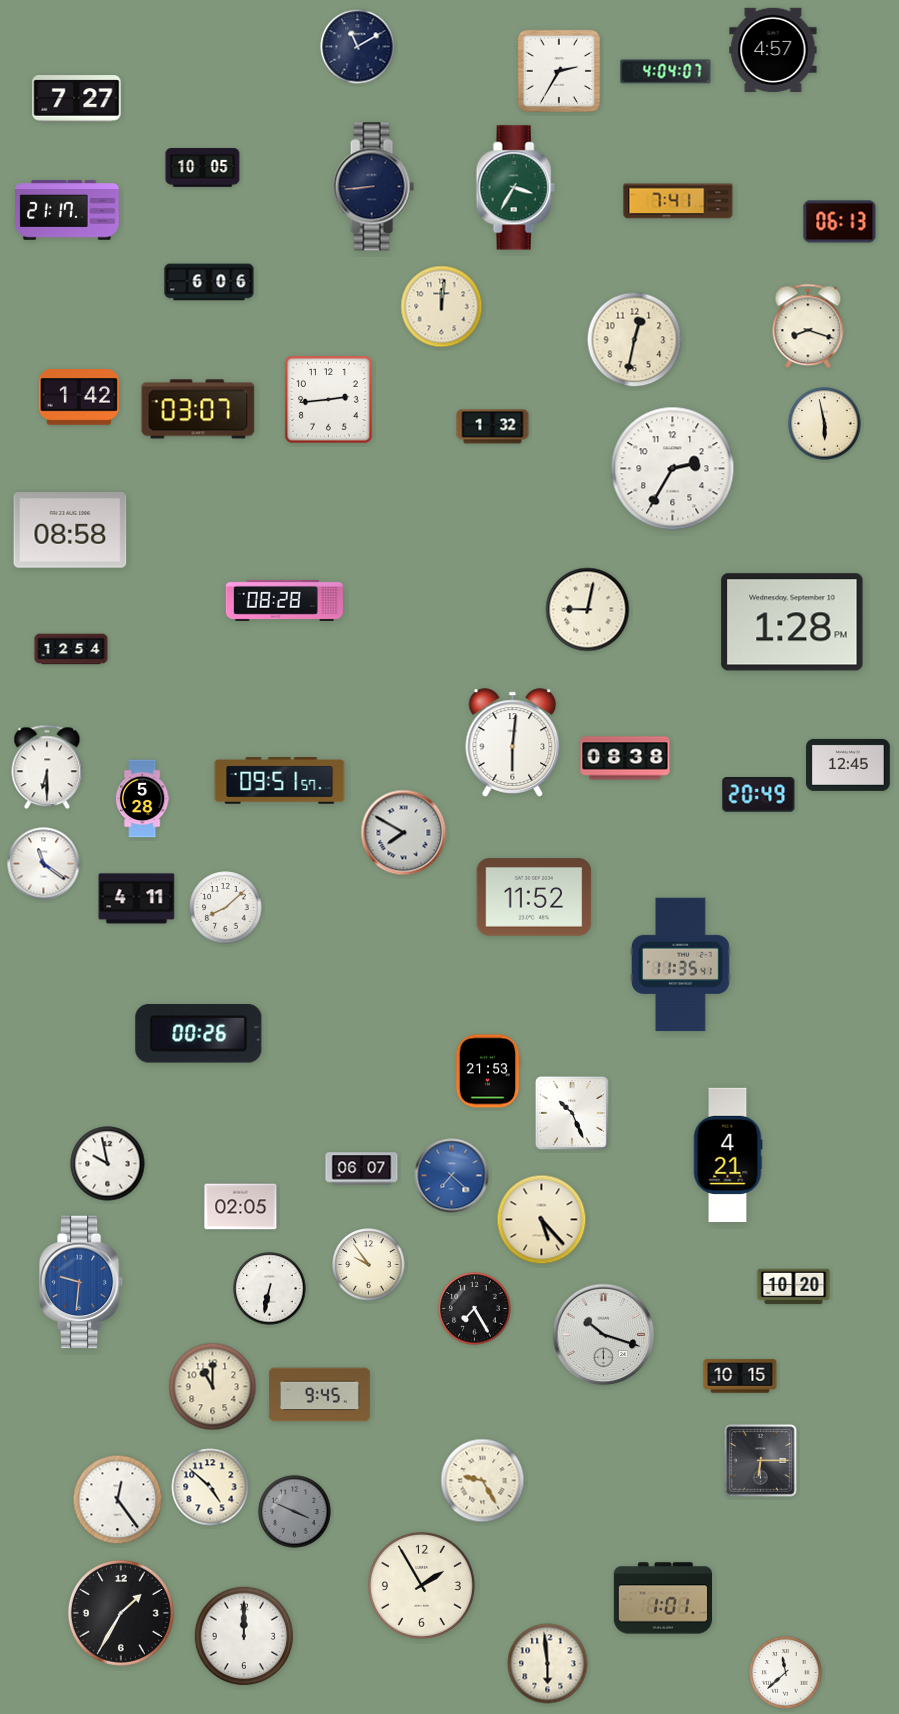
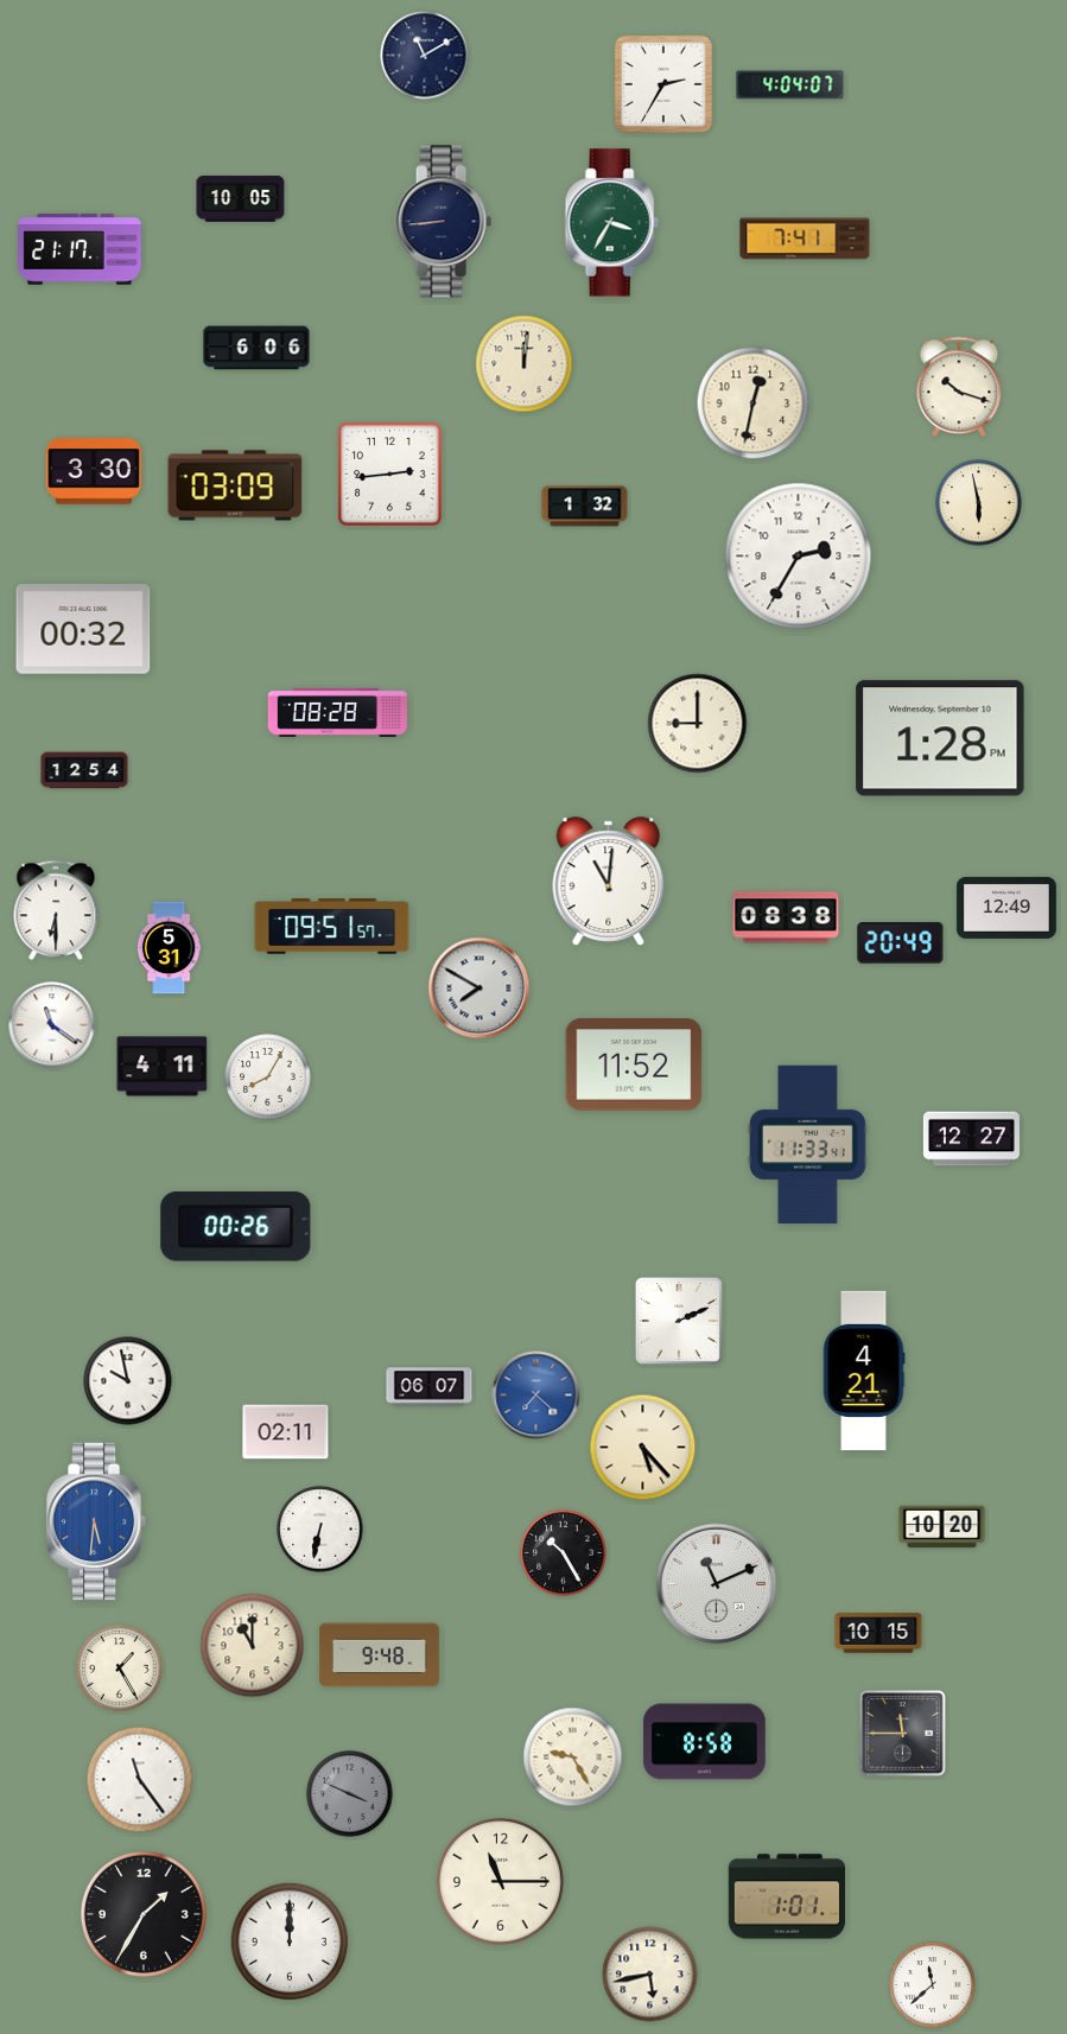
clock at (773, 49): 4:57 -> none
clock at (77, 99): 7:27 -> none
clock at (840, 222): 06:13 -> none
clock at (209, 282) position: (209, 282) -> (256, 348)
clock at (808, 326): 8:18 -> 10:18
clock at (79, 398): 1:42 -> 3:30
clock at (198, 409): 03:07 -> 03:09
clock at (70, 530): 08:58 -> 00:32
clock at (588, 610): 9:02 -> 9:00
clock at (513, 743): 6:01 -> 11:01
clock at (625, 758) position: (625, 758) -> (786, 917)
clock at (848, 765): 12:45 -> 12:49
clock at (142, 799): 5:28 -> 5:31
clock at (226, 908): 8:08 -> 8:05
clock at (971, 1139): none -> 12:27
clock at (681, 965): 11:35 -> 11:33
clock at (488, 1071): 21:53 -> none
clock at (572, 1113): 10:26 -> 2:11
clock at (241, 1207): 02:05 -> 02:11
clock at (369, 1265): 9:54 -> none
clock at (81, 1282): 9:31 -> 5:31
clock at (475, 1309): 7:25 -> 10:25
clock at (604, 1335): 10:18 -> 11:11
clock at (319, 1395): 9:45 -> 9:48
clock at (120, 1668): none -> 1:25
clock at (761, 1461): 6:15 -> 11:45
clock at (705, 1742): none -> 8:58
clock at (210, 1487): 4:52 -> none
clock at (118, 1500): 12:24 -> 11:24
clock at (421, 1585): 1:55 -> 11:15
clock at (548, 1664): 5:59 -> 5:43
